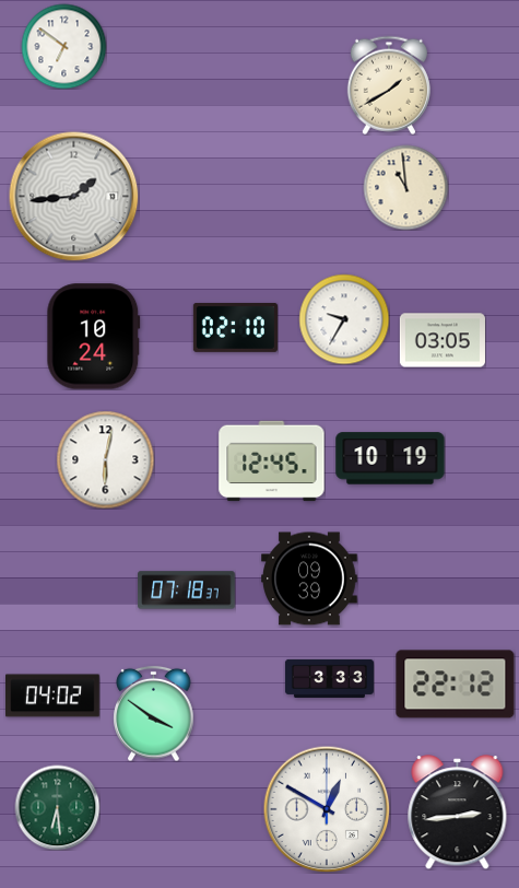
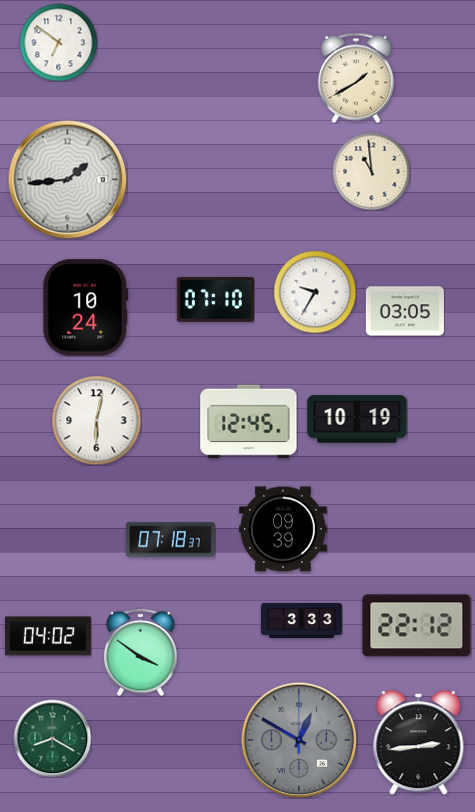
clock at (235, 327): 02:10 -> 07:10
clock at (57, 807): 6:29 -> 8:20
clock at (327, 809) dial: white -> grey
